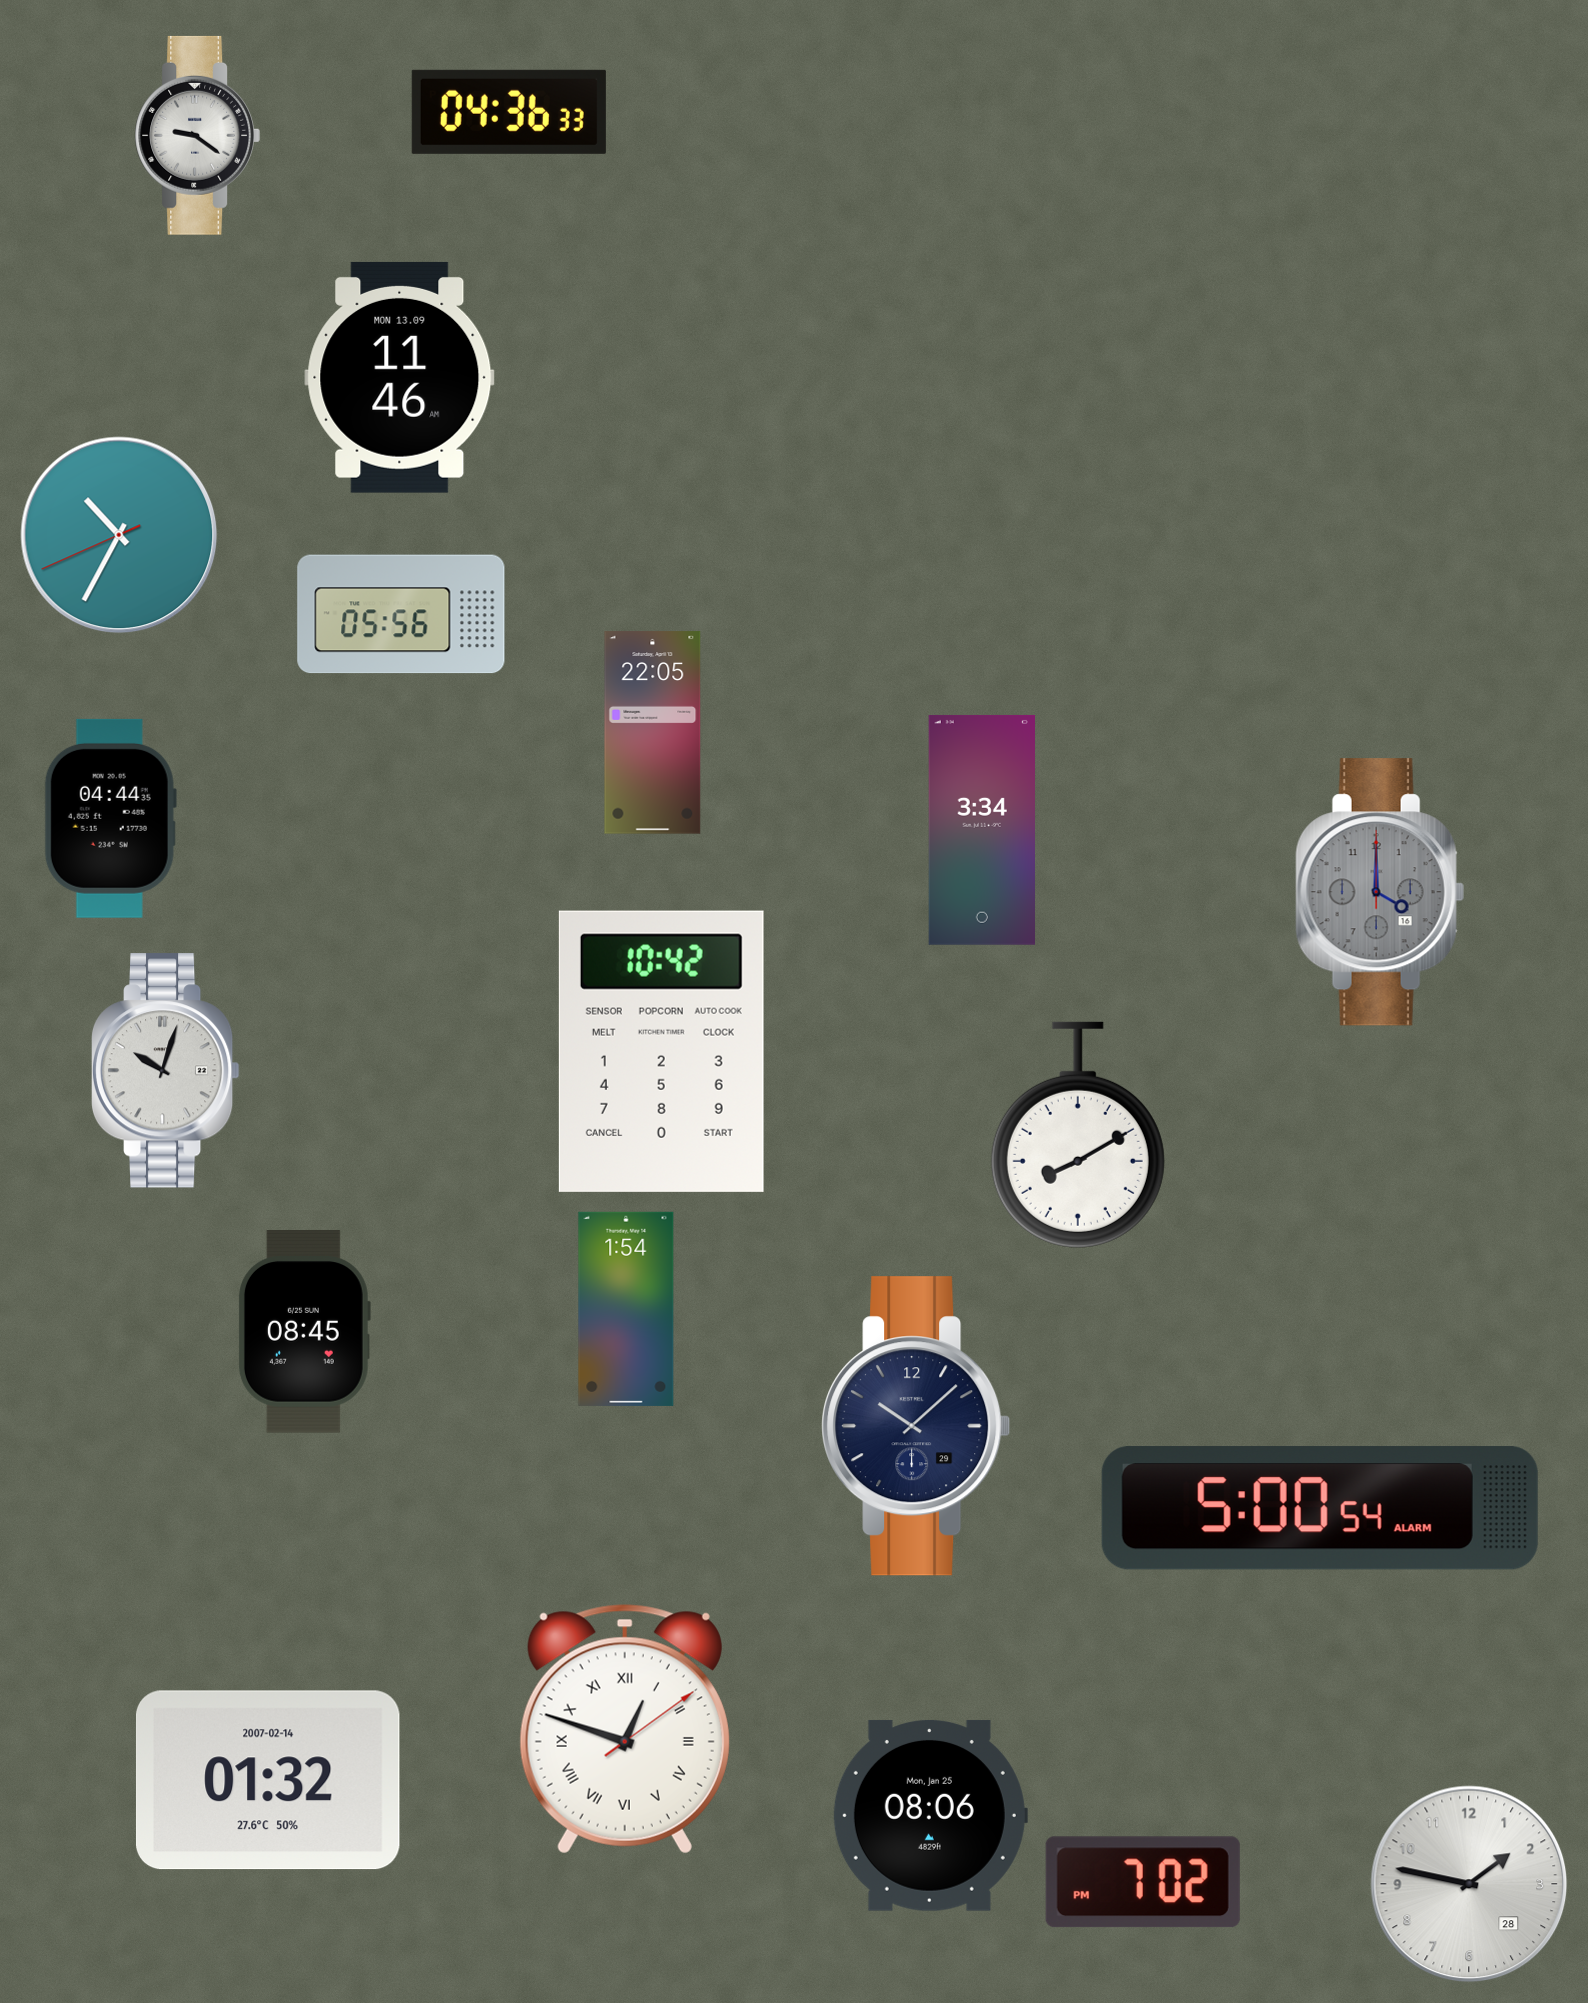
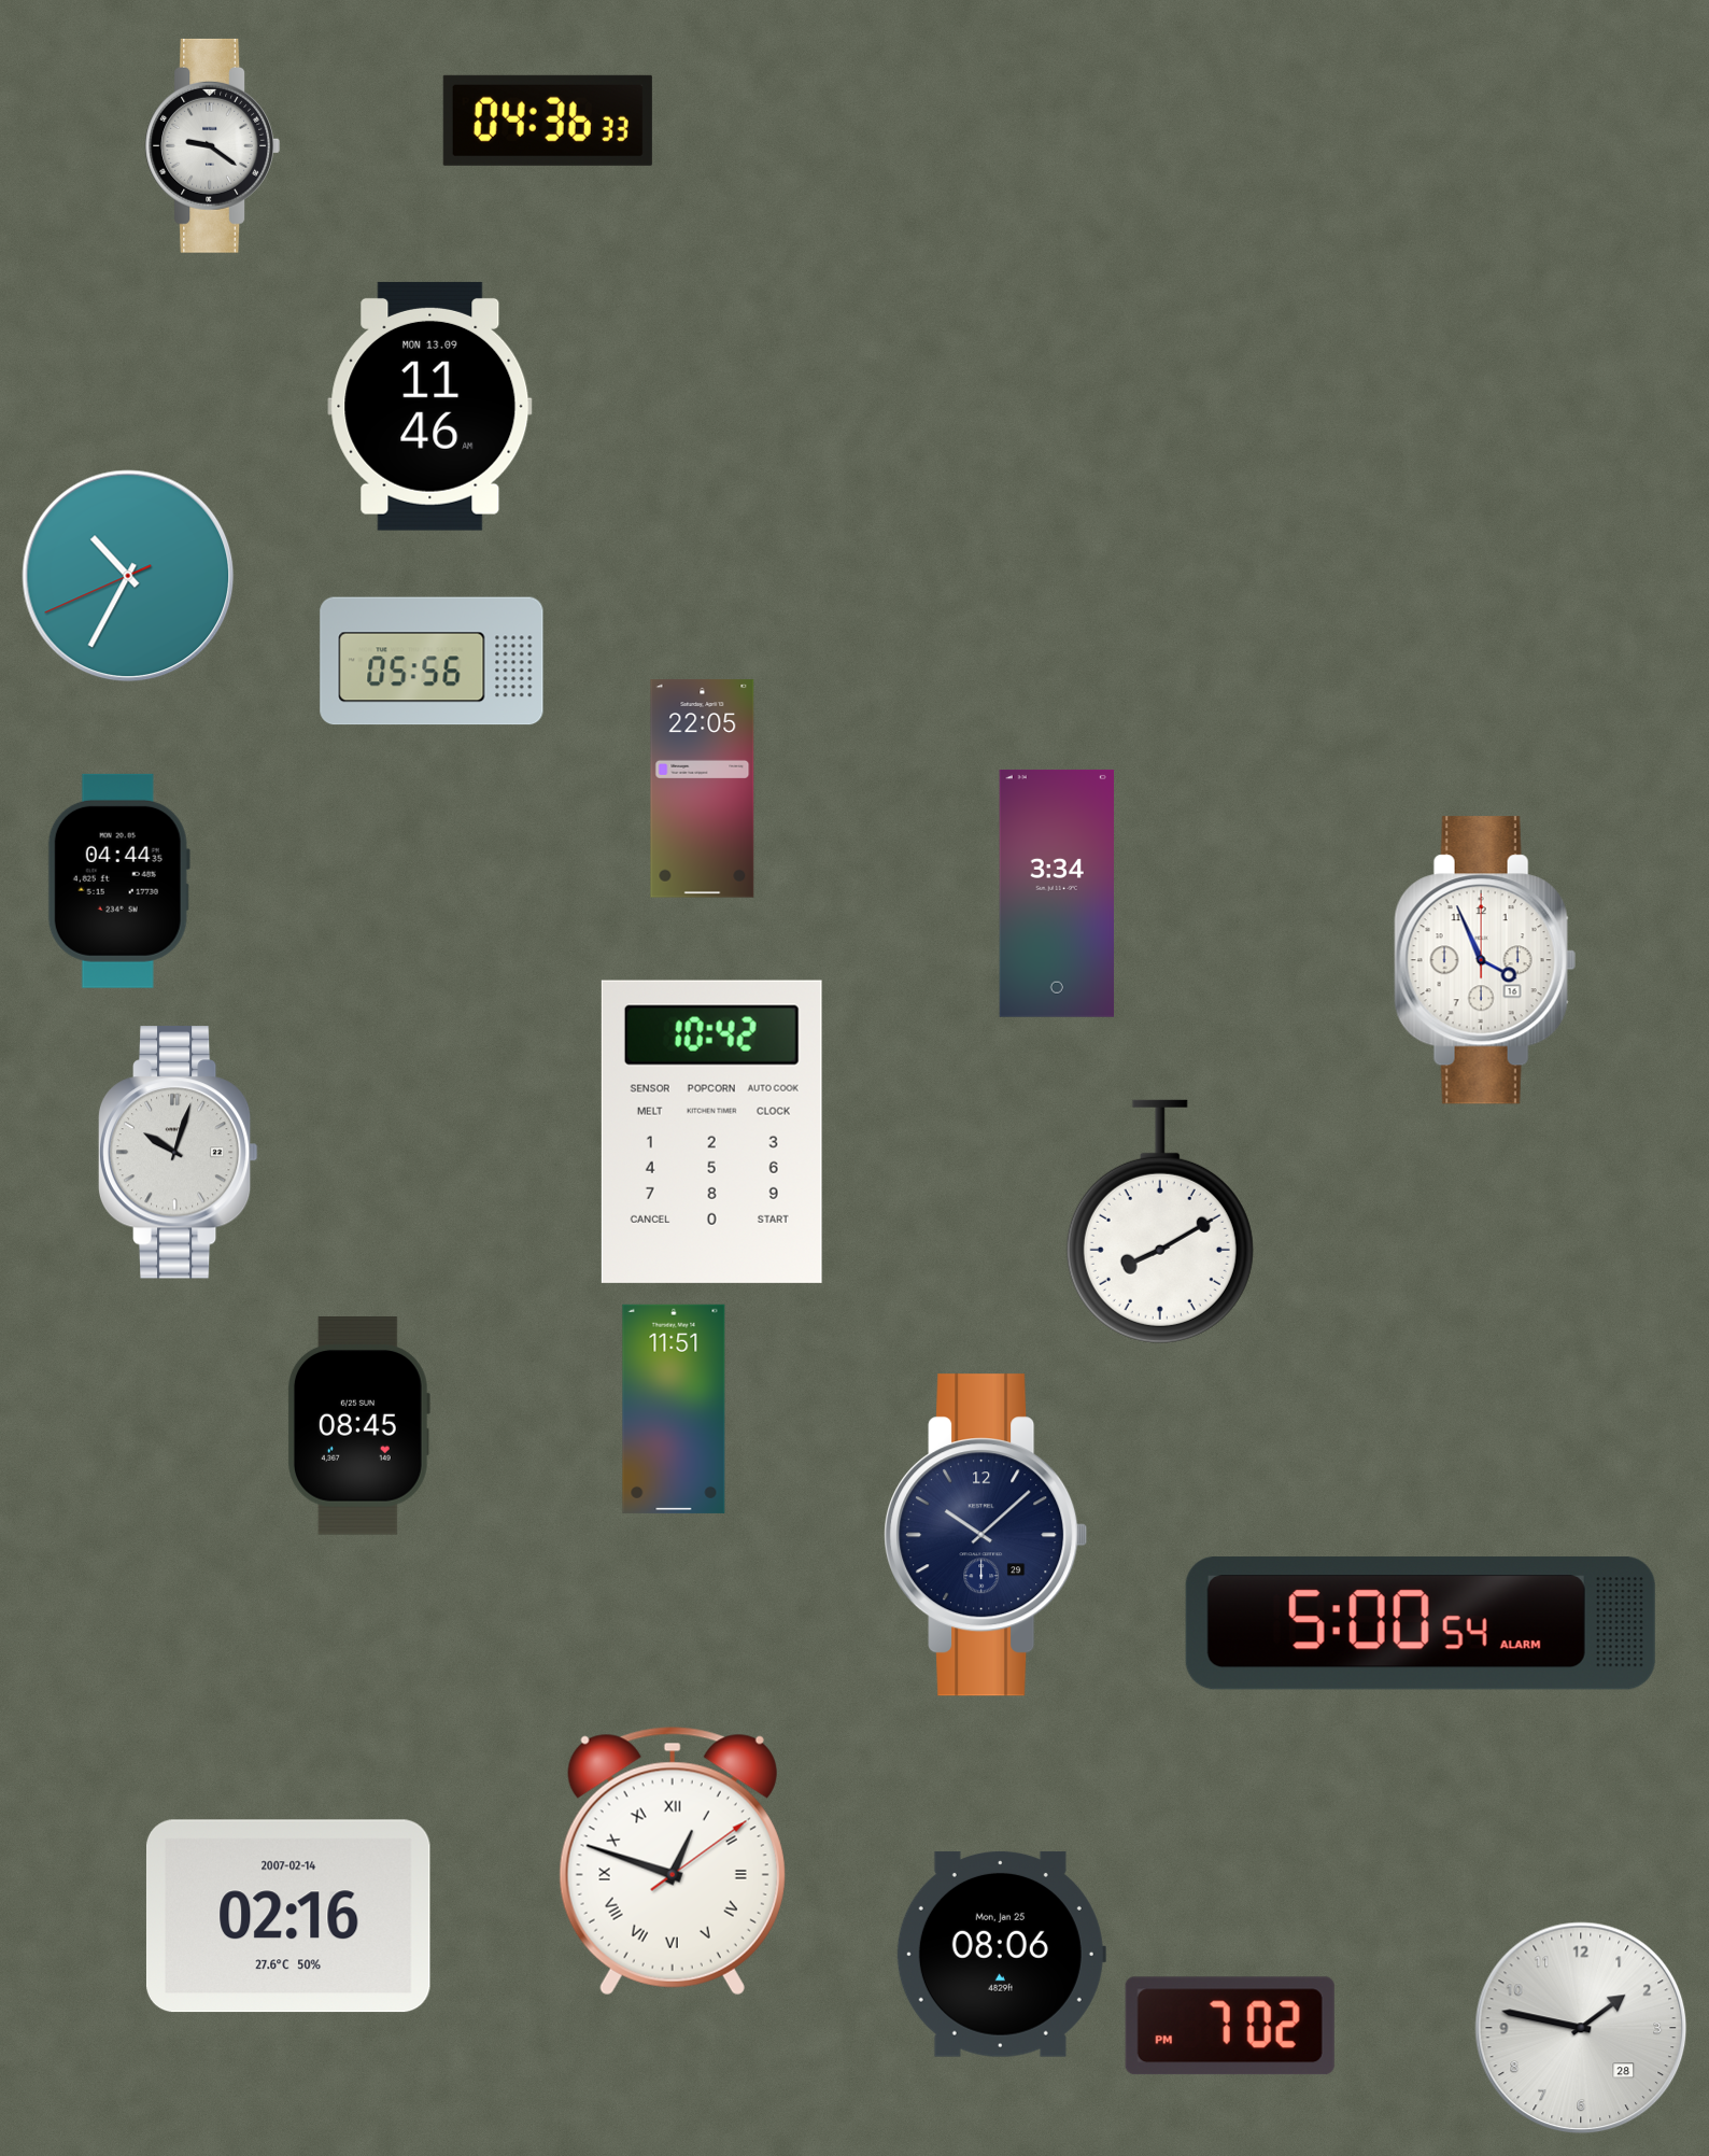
clock at (1380, 892): 4:00 -> 3:56
clock at (1380, 892) dial: grey -> white
clock at (626, 1309): 1:54 -> 11:51
clock at (304, 1332) position: (304, 1332) -> (358, 1426)
clock at (268, 1780): 01:32 -> 02:16
